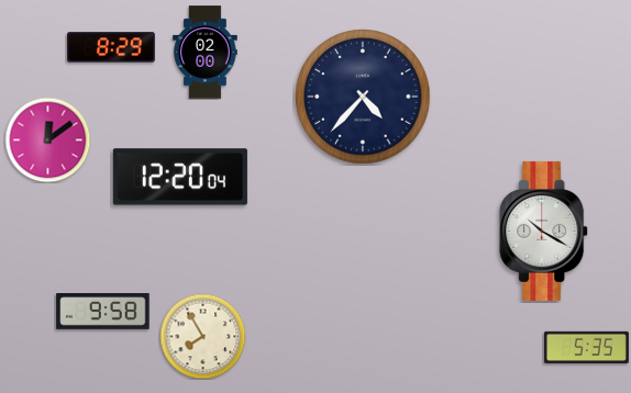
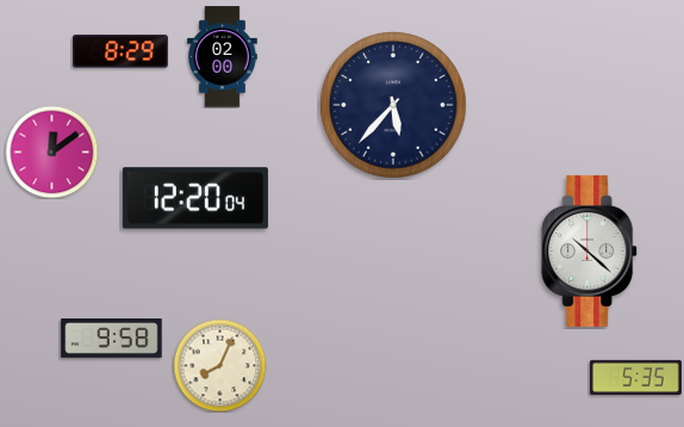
clock at (363, 97): 4:37 -> 5:37
clock at (180, 177) position: (180, 177) -> (195, 198)
clock at (544, 231): 10:20 -> 10:22
clock at (202, 336): 7:55 -> 8:04
